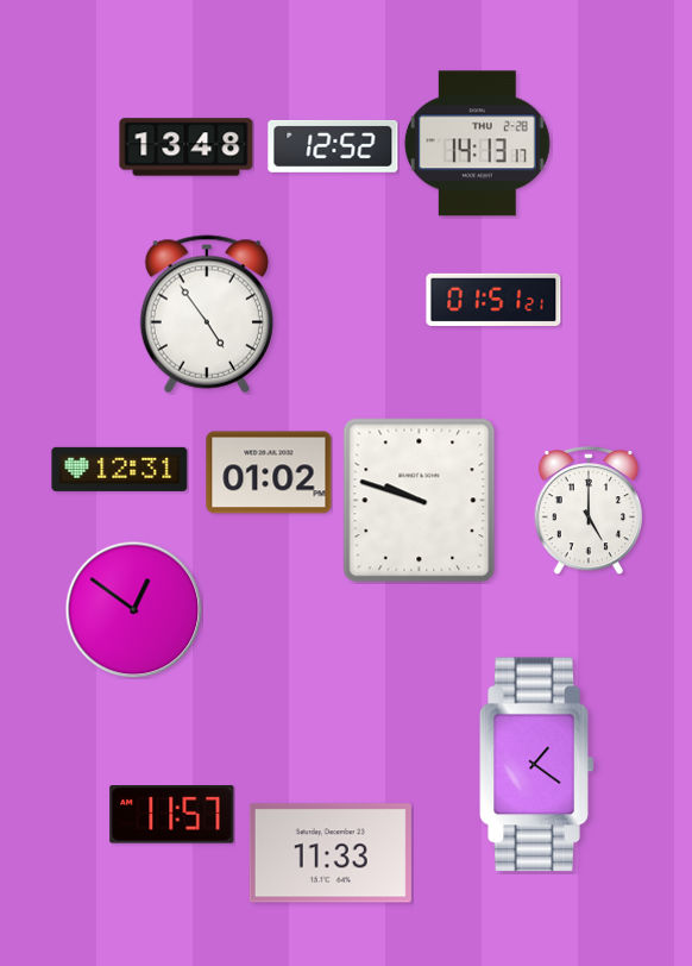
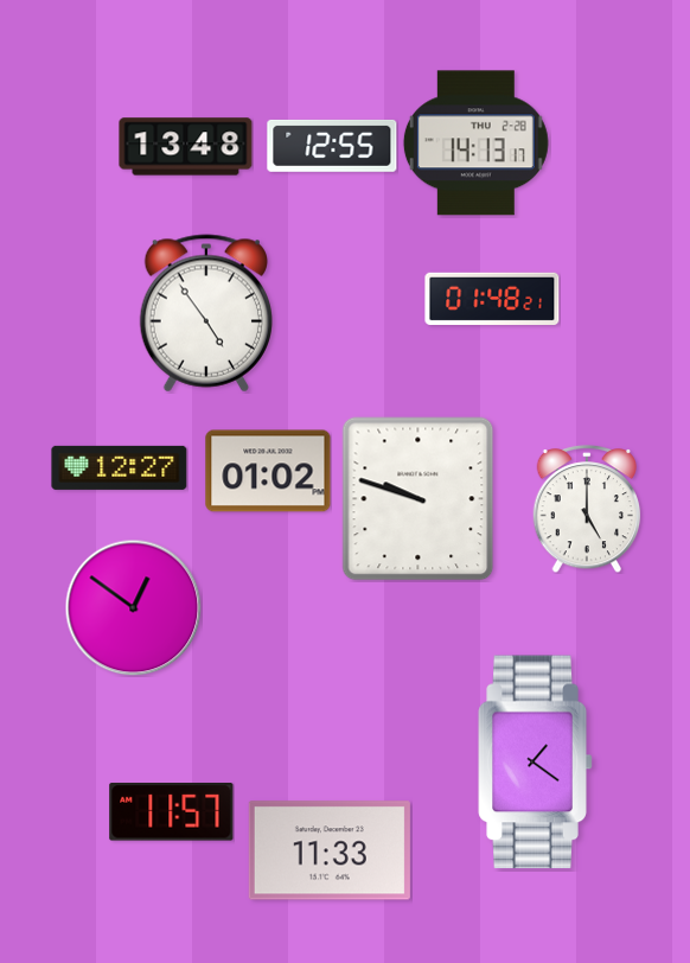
clock at (333, 146): 12:52 -> 12:55
clock at (493, 300): 01:51 -> 01:48
clock at (120, 469): 12:31 -> 12:27
